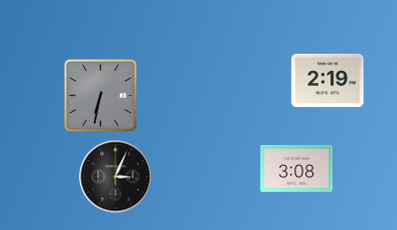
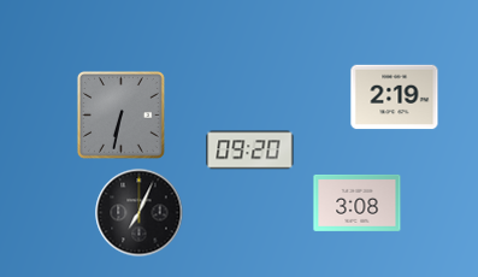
clock at (250, 151): none -> 09:20
clock at (116, 177): 3:04 -> 7:04
